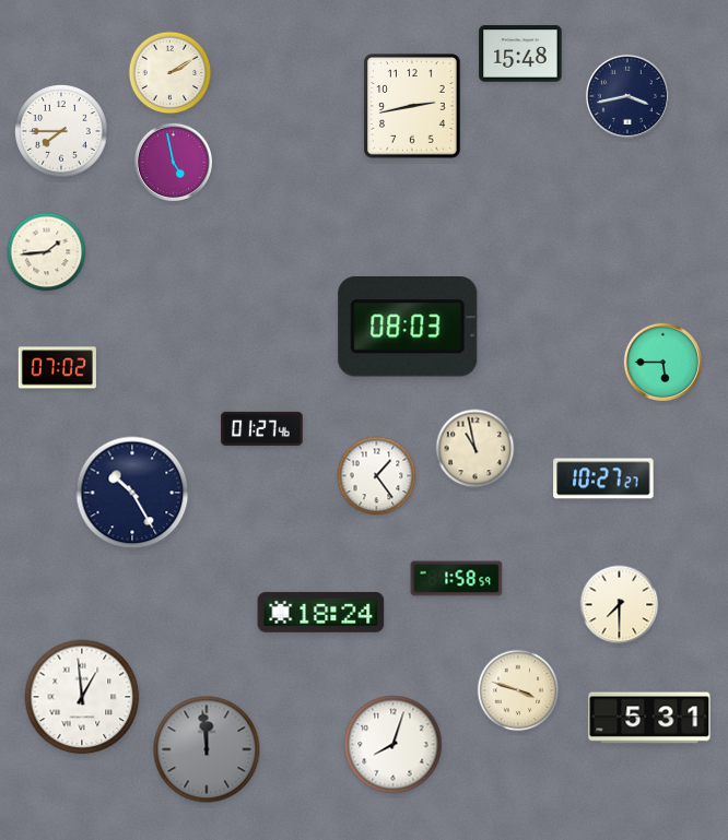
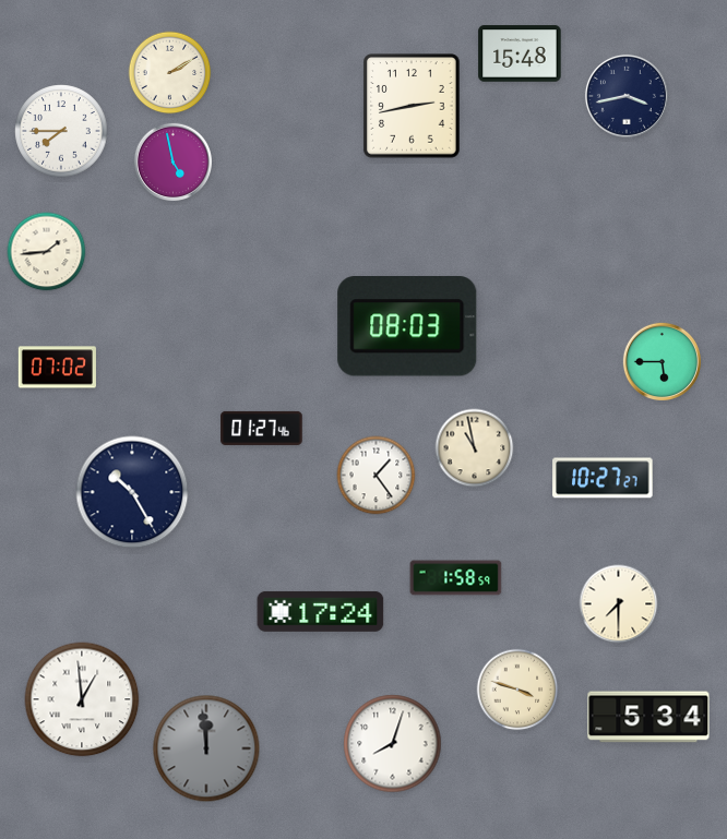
clock at (321, 612): 18:24 -> 17:24
clock at (82, 697) position: (82, 697) -> (82, 699)
clock at (649, 718): 5:31 -> 5:34
